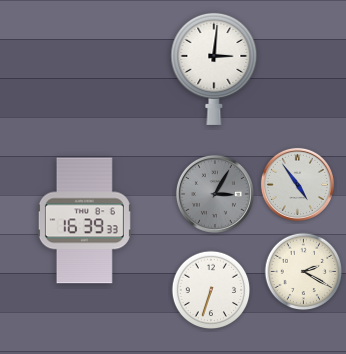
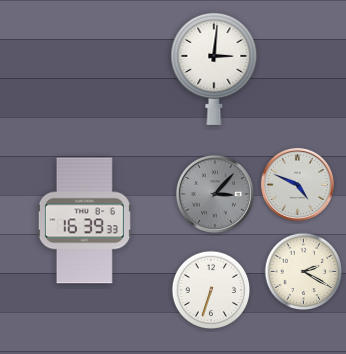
clock at (297, 184): 4:54 -> 4:49
clock at (215, 194): 3:05 -> 3:07
